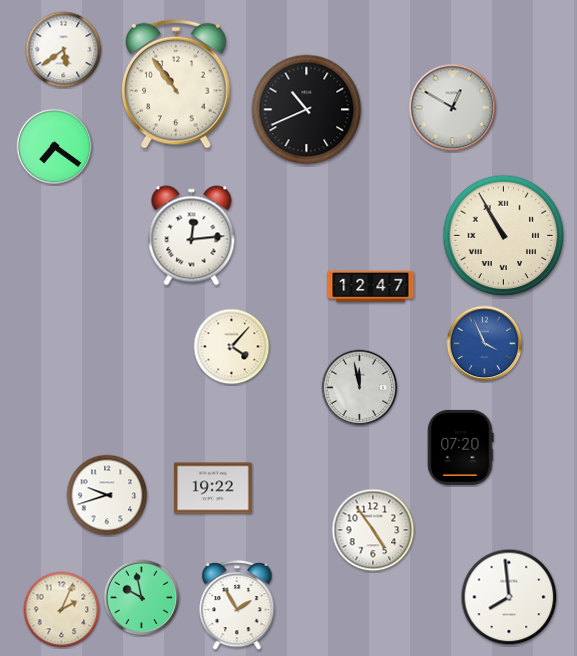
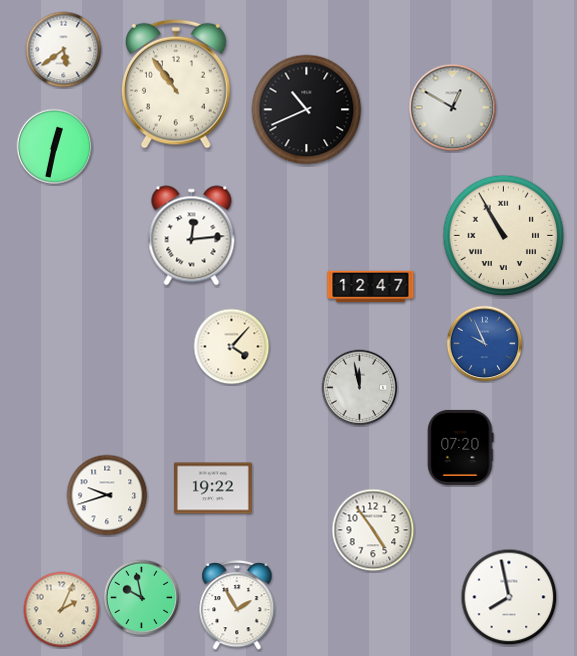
clock at (55, 147): 7:21 -> 12:32
clock at (485, 344): 3:56 -> 9:56
clock at (509, 597): 7:59 -> 7:58
